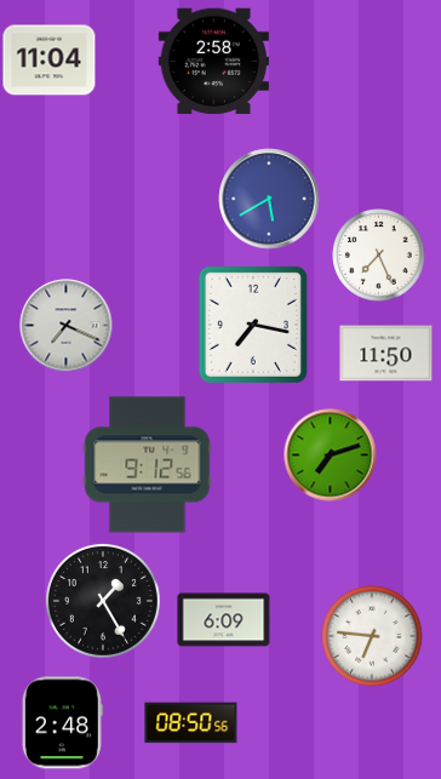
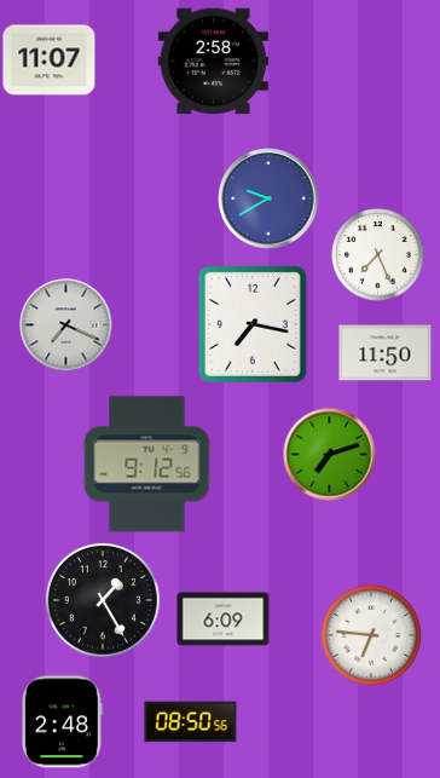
clock at (50, 61): 11:04 -> 11:07
clock at (269, 199): 5:40 -> 9:40
